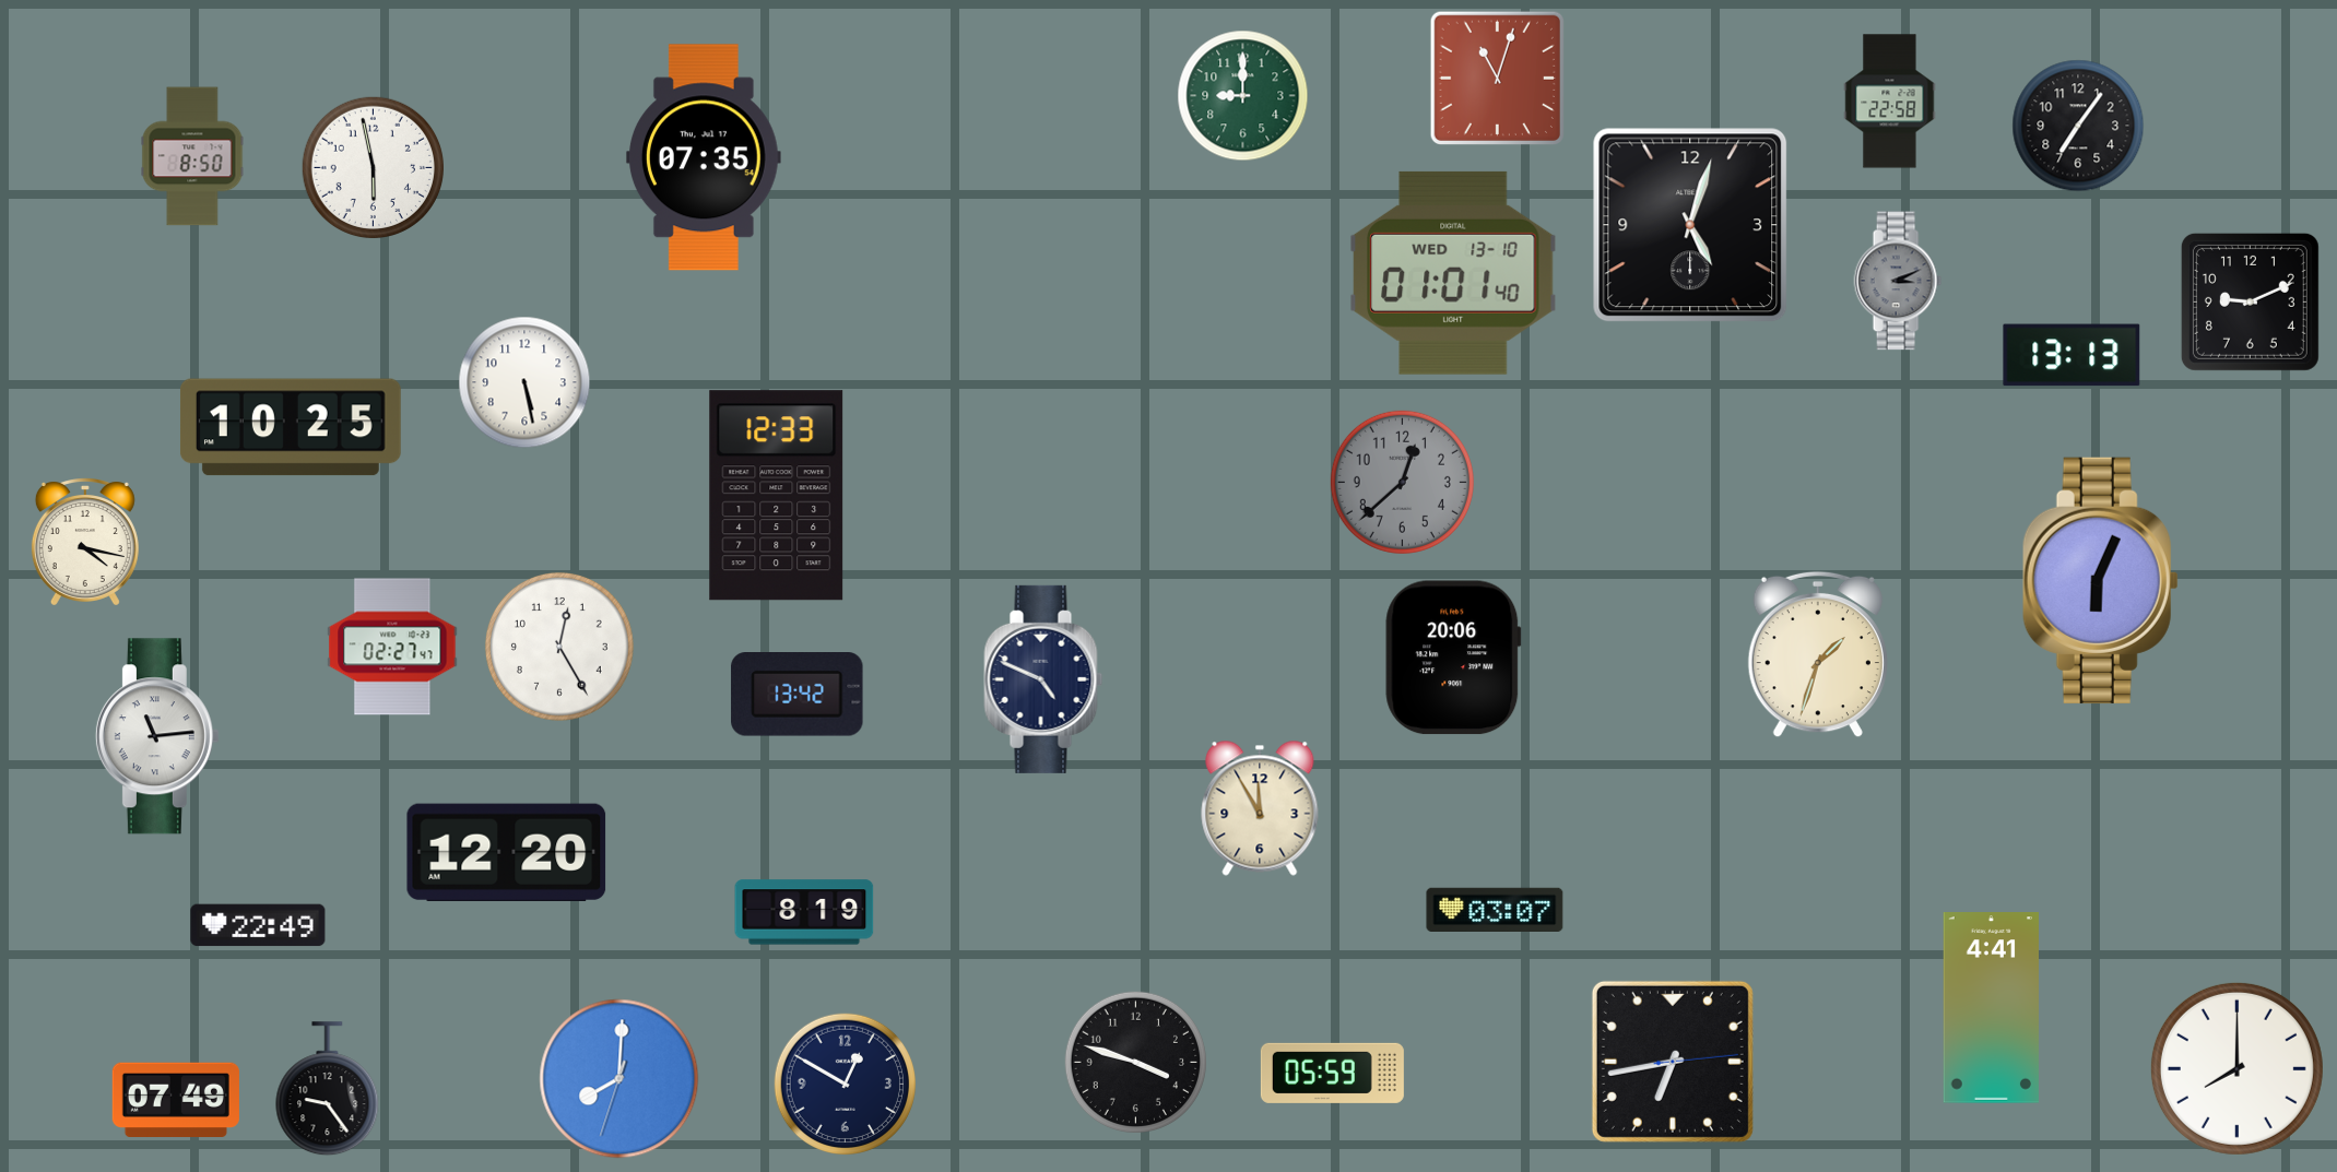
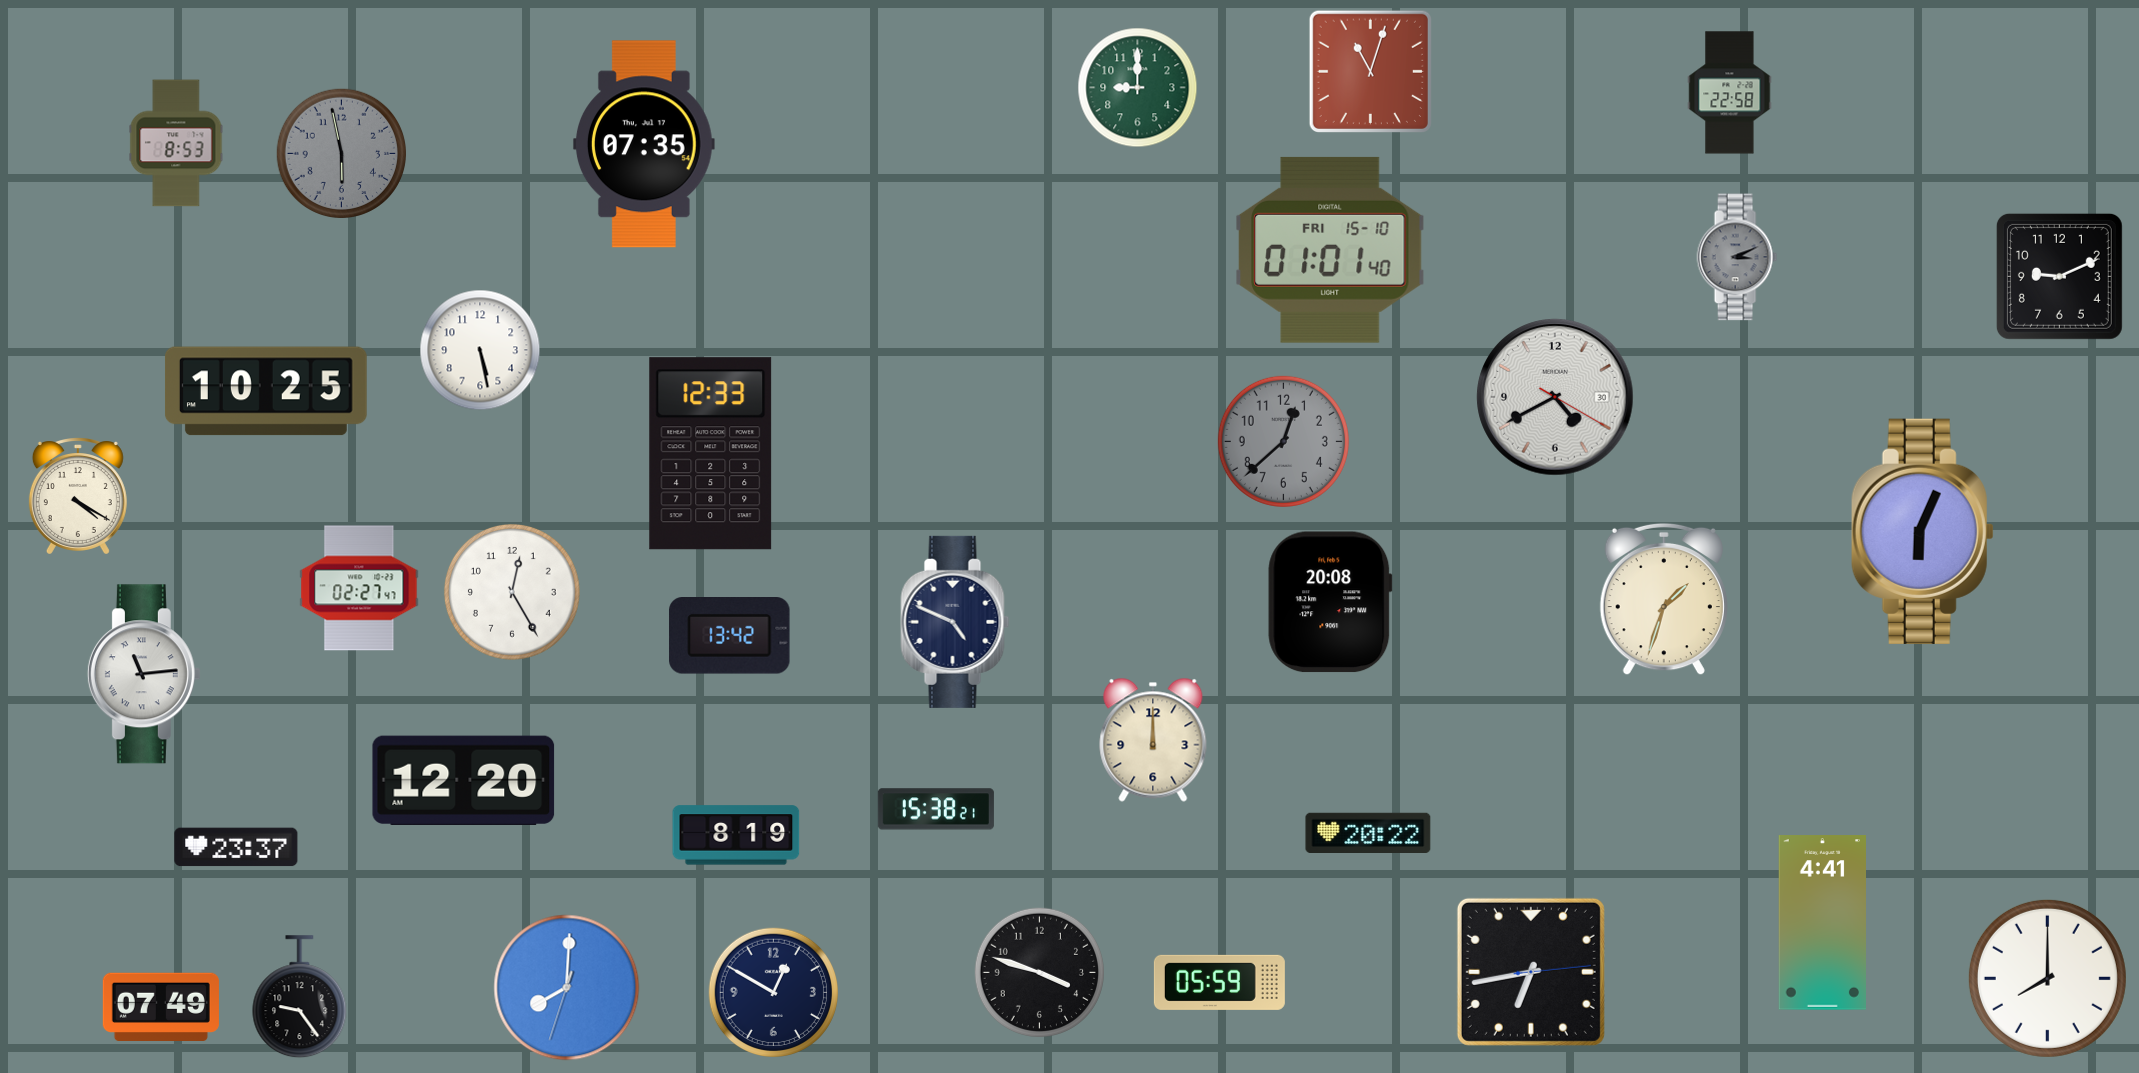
clock at (2078, 126): 7:06 -> none
clock at (192, 156): 8:50 -> 8:53
clock at (373, 167) dial: white -> grey
clock at (1690, 225): 5:03 -> none
clock at (1453, 273) date: WED 13-10 -> FRI 15-10
clock at (2072, 355): 13:13 -> none
clock at (1555, 397): none -> 4:40
clock at (85, 542): 4:17 -> 4:20
clock at (392, 647) position: (392, 647) -> (359, 588)
clock at (1453, 658): 20:06 -> 20:08
clock at (1260, 808): 11:55 -> 12:00
clock at (936, 809): none -> 15:38
clock at (1495, 909): 03:07 -> 20:22
clock at (258, 925): 22:49 -> 23:37
